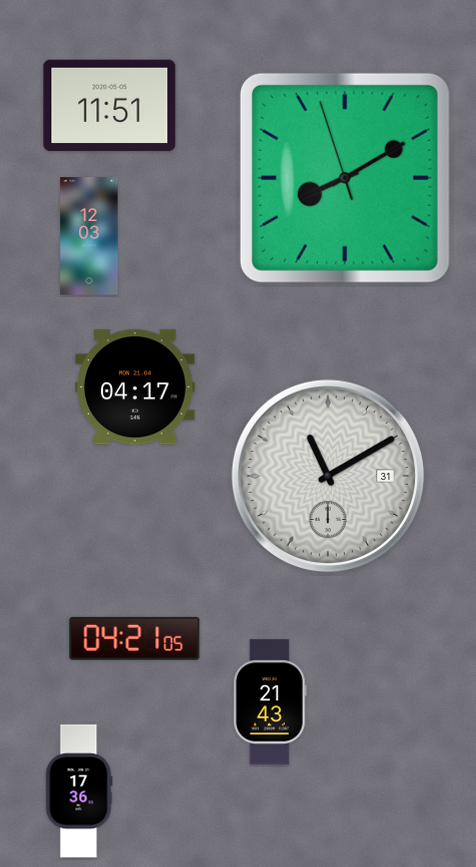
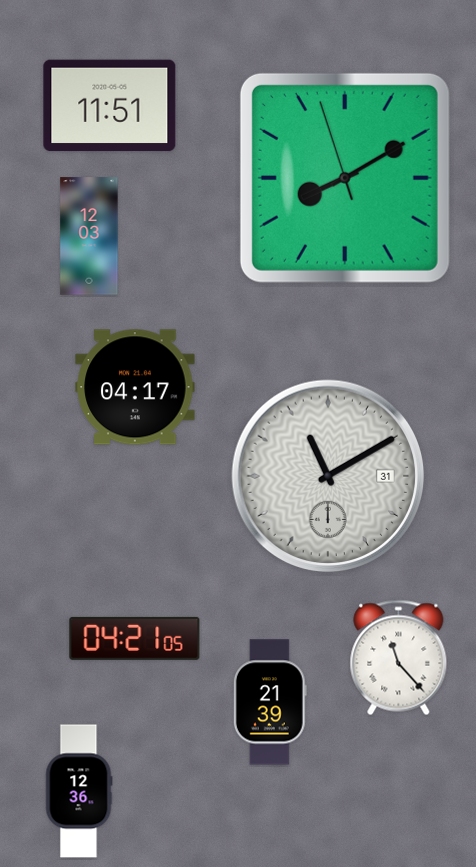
clock at (399, 658): none -> 11:23
clock at (270, 702): 21:43 -> 21:39
clock at (79, 791): 17:36 -> 12:36
